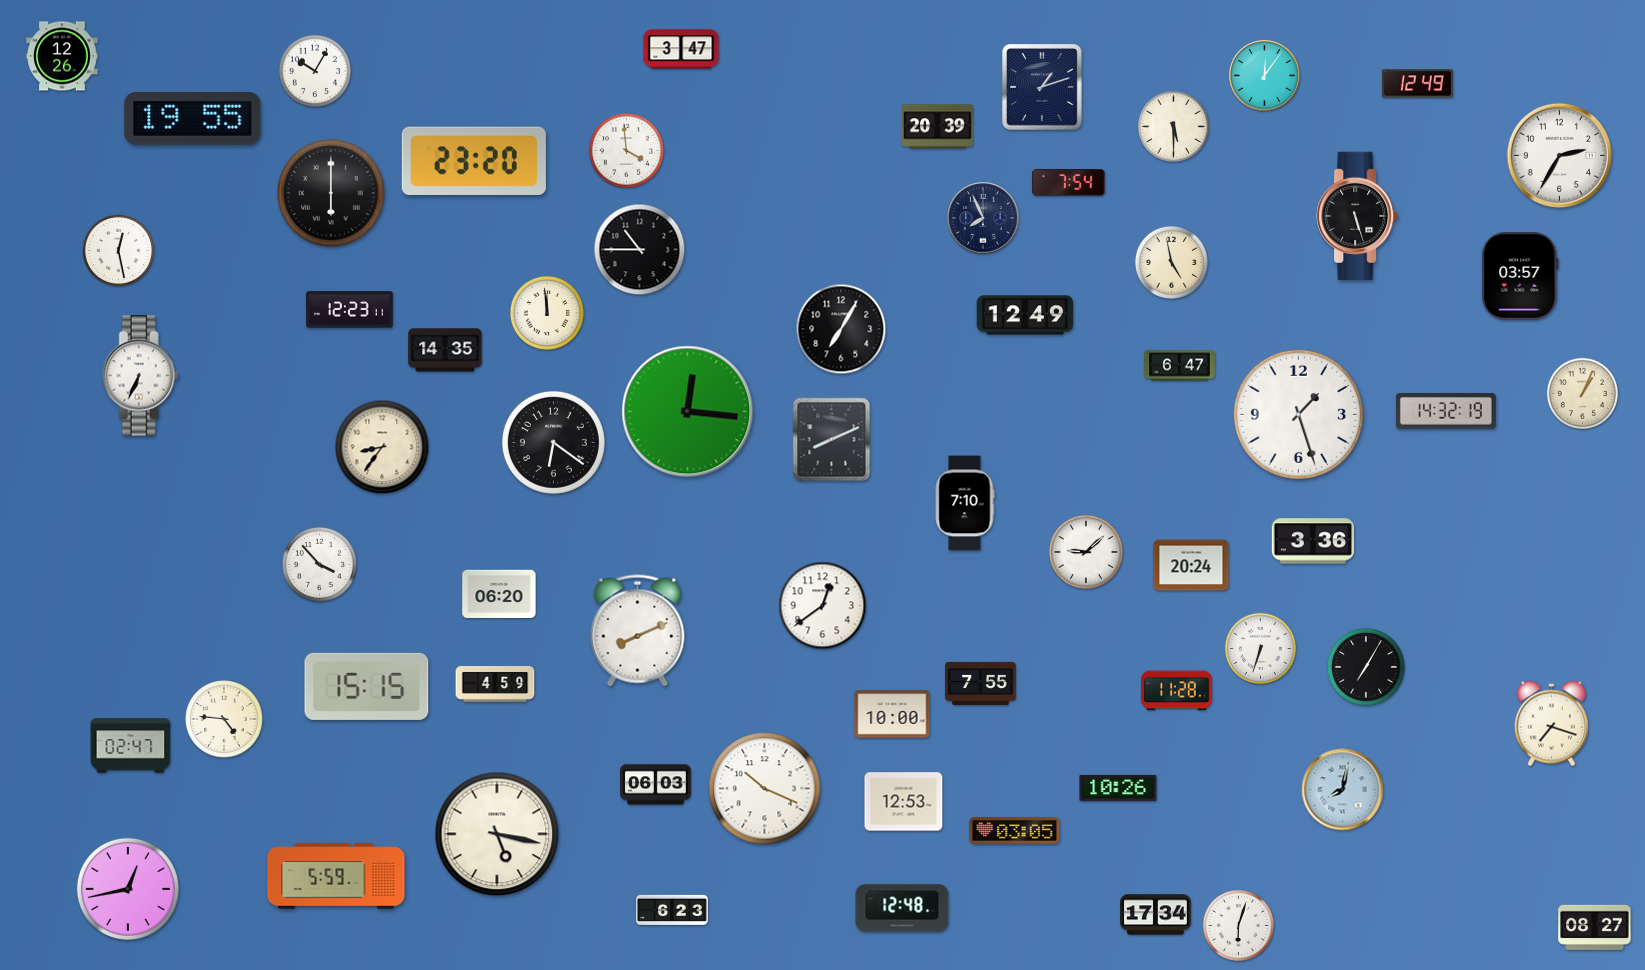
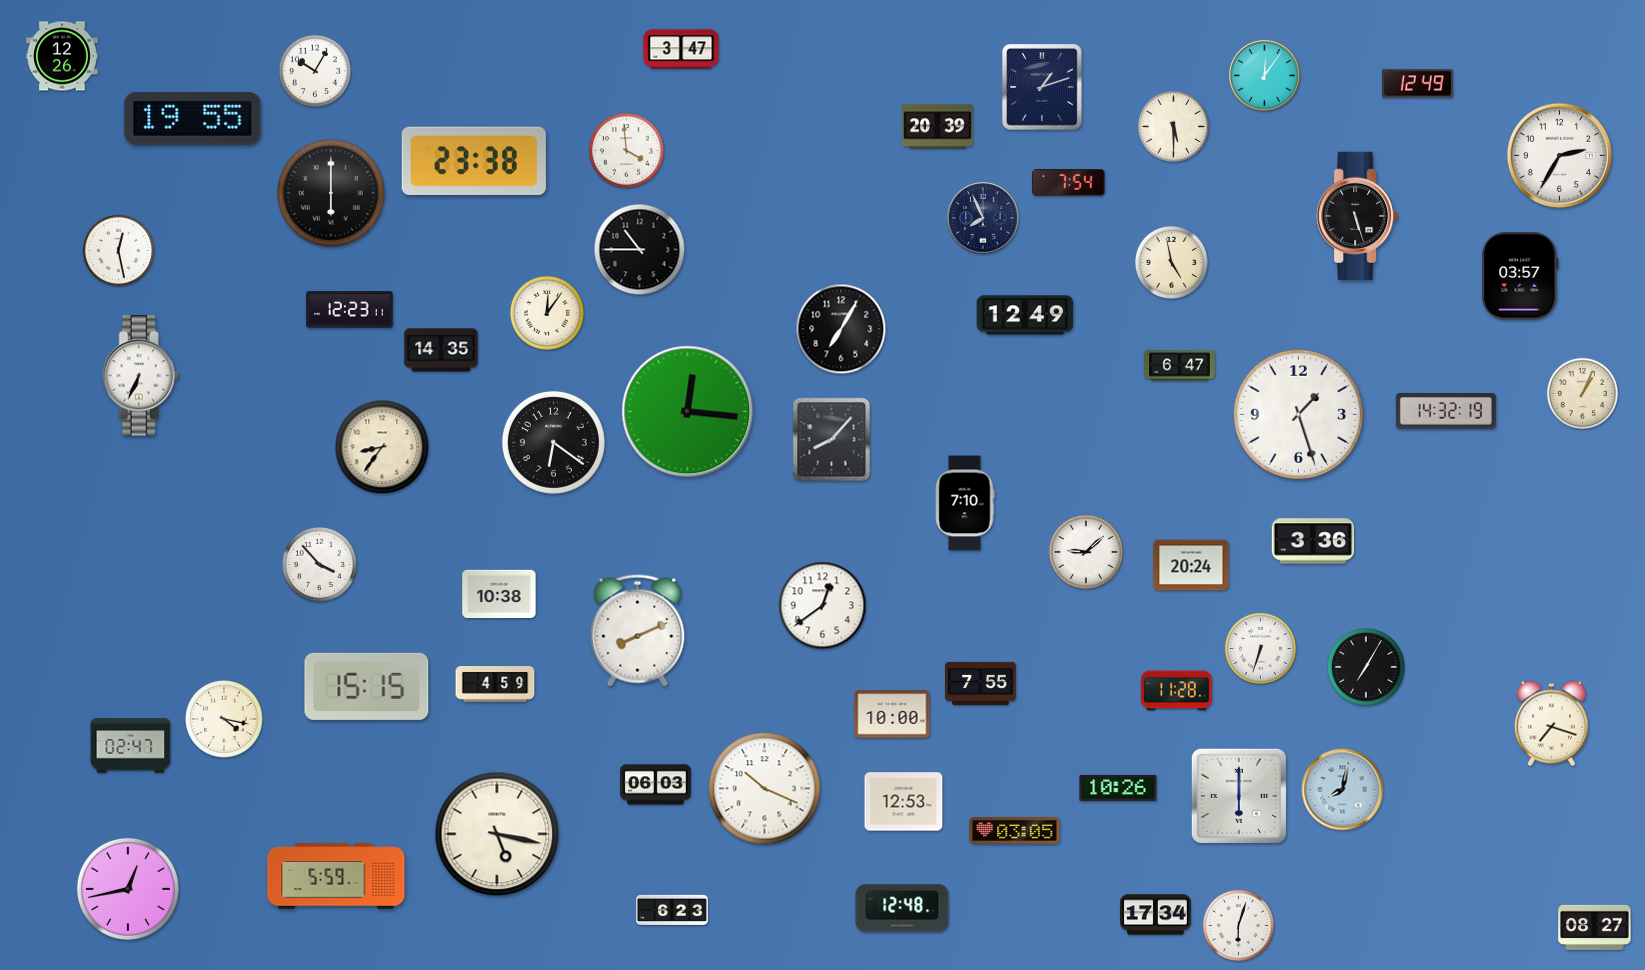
clock at (474, 160): 23:20 -> 23:38
clock at (547, 313): 11:59 -> 12:06
clock at (445, 350) position: (445, 350) -> (441, 350)
clock at (832, 440): 8:11 -> 8:07
clock at (499, 593): 06:20 -> 10:38
clock at (224, 719): 4:46 -> 4:17
clock at (1239, 796): none -> 6:00
